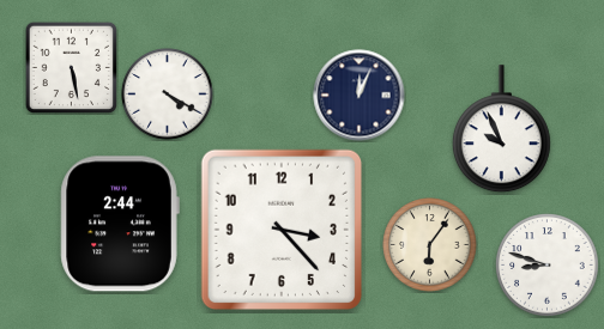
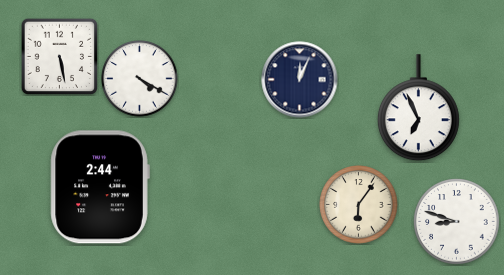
clock at (501, 129): 9:56 -> 6:56
clock at (280, 229): 3:23 -> none
